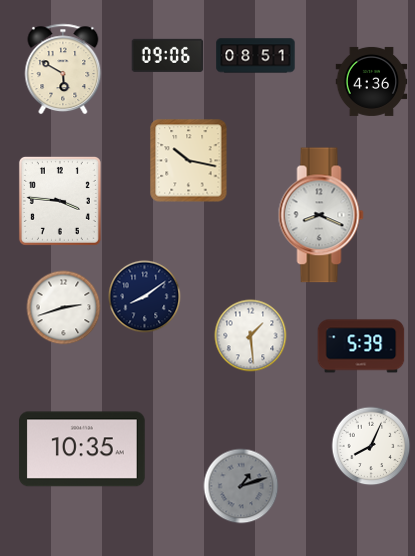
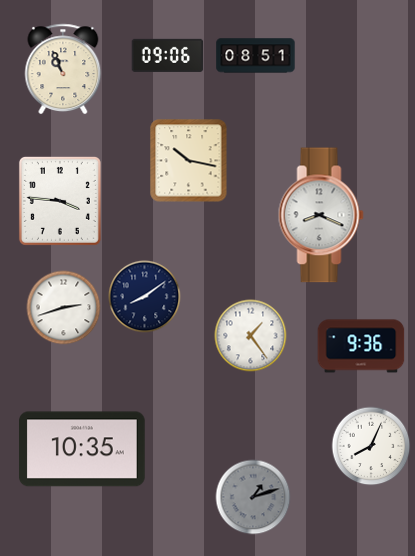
clock at (63, 69): 5:50 -> 10:56
clock at (372, 81): 4:36 -> none
clock at (251, 336): 1:29 -> 1:24
clock at (361, 346): 5:39 -> 9:36
clock at (241, 486) position: (241, 486) -> (253, 497)
